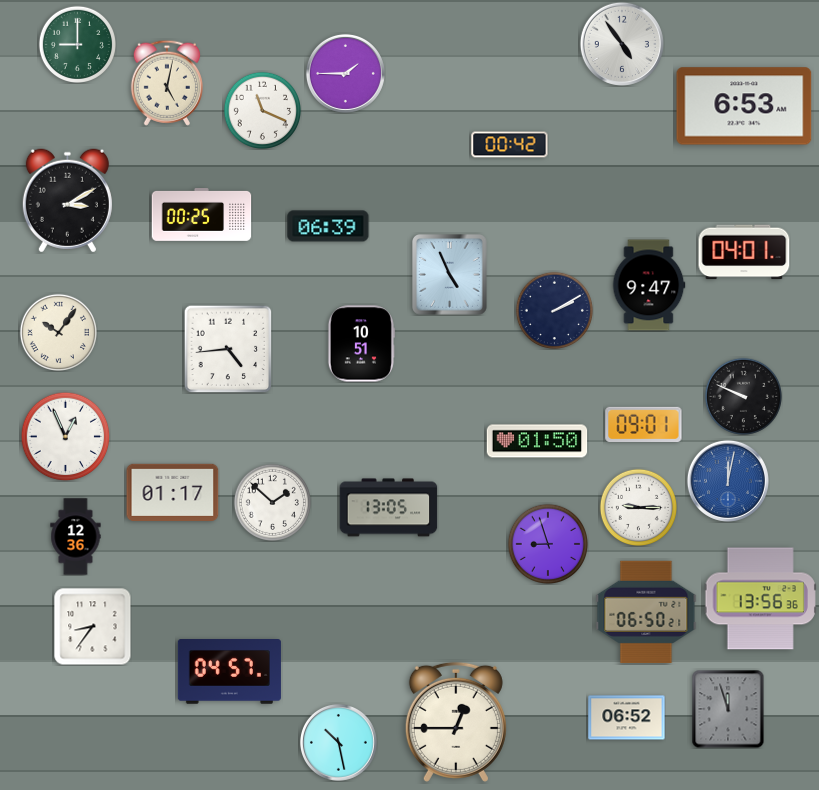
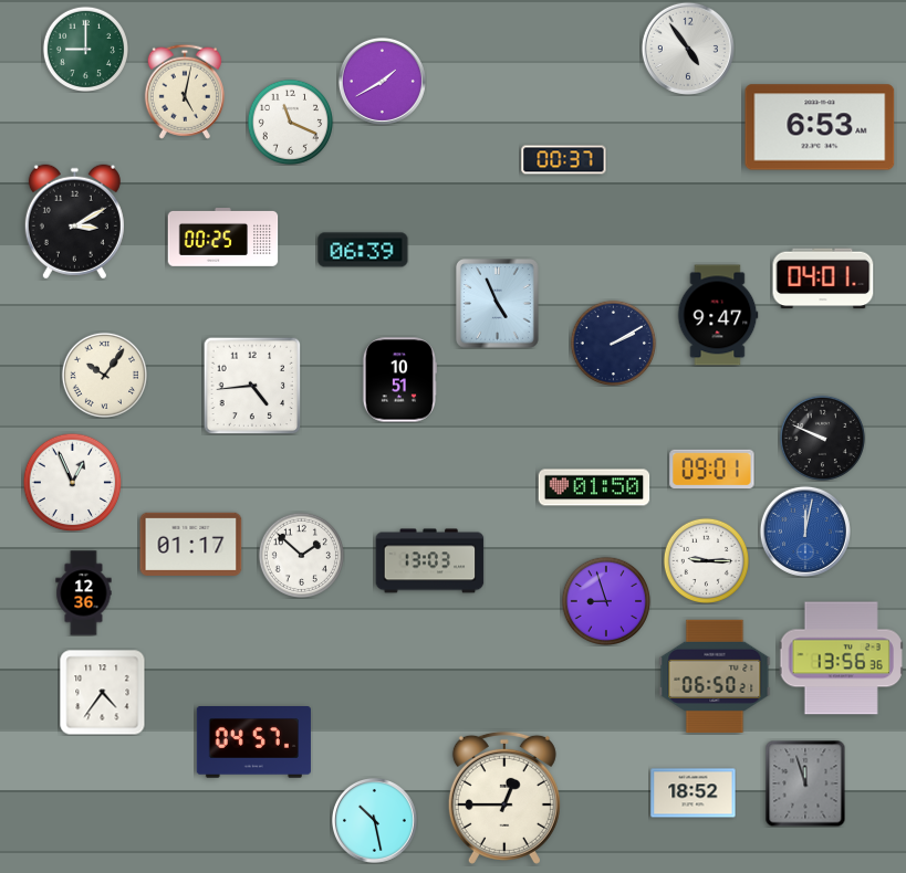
clock at (345, 73): 1:45 -> 1:40
clock at (744, 106) position: (744, 106) -> (820, 127)
clock at (510, 145): 00:42 -> 00:37
clock at (58, 332) position: (58, 332) -> (104, 375)
clock at (389, 508): 13:05 -> 13:03
clock at (760, 599) position: (760, 599) -> (841, 659)
clock at (92, 626): 8:36 -> 4:36
clock at (627, 718): 06:52 -> 18:52
